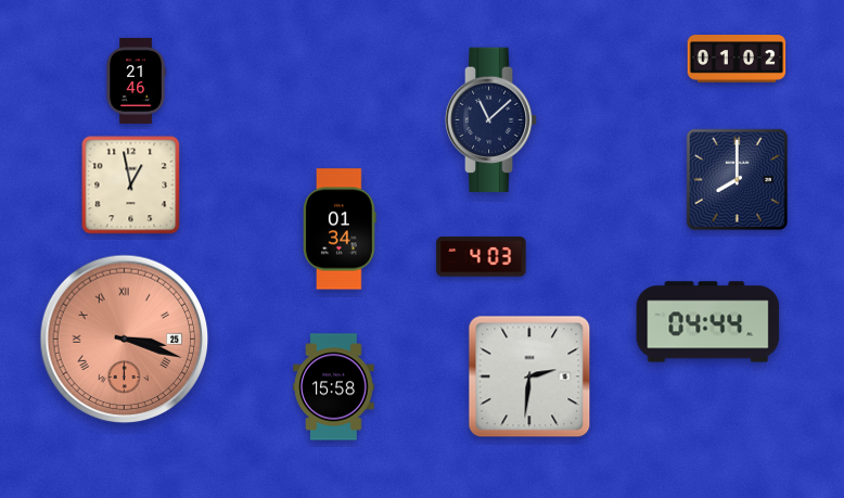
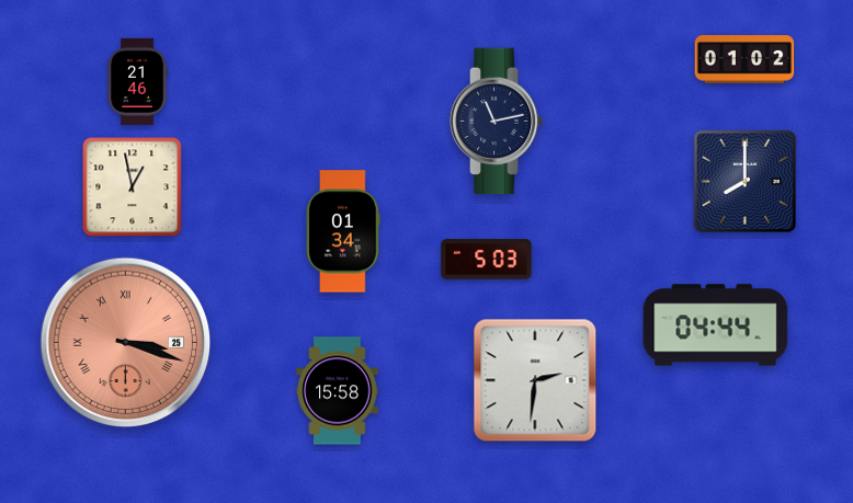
clock at (491, 120): 11:08 -> 11:13
clock at (482, 257): 4:03 -> 5:03
